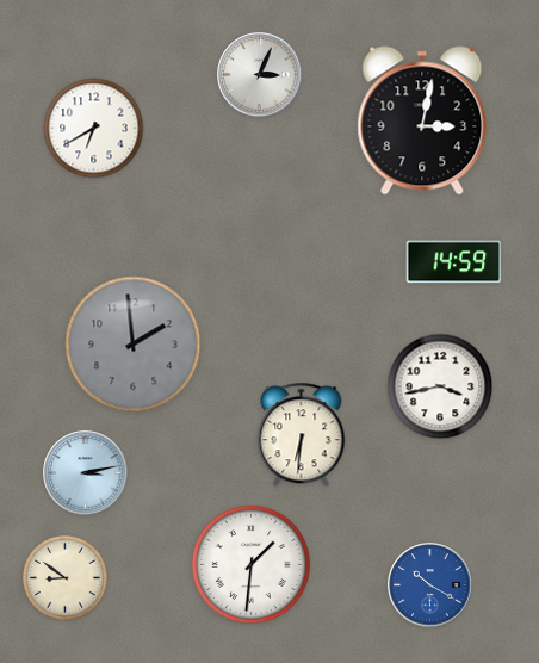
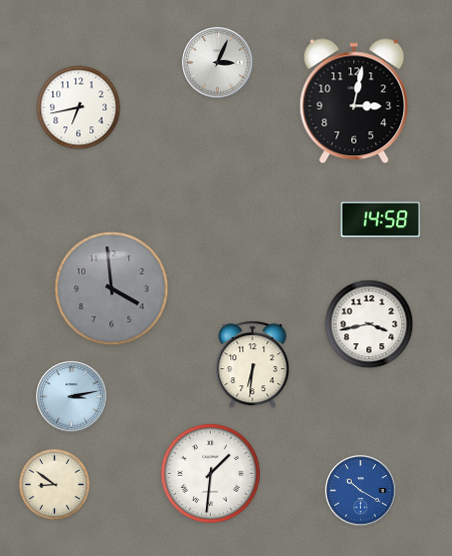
clock at (94, 129): 6:40 -> 6:43
clock at (454, 262): 14:59 -> 14:58
clock at (134, 345): 1:59 -> 3:59
